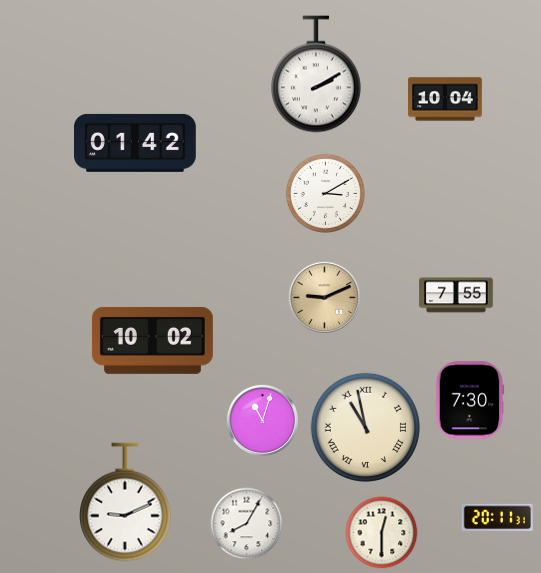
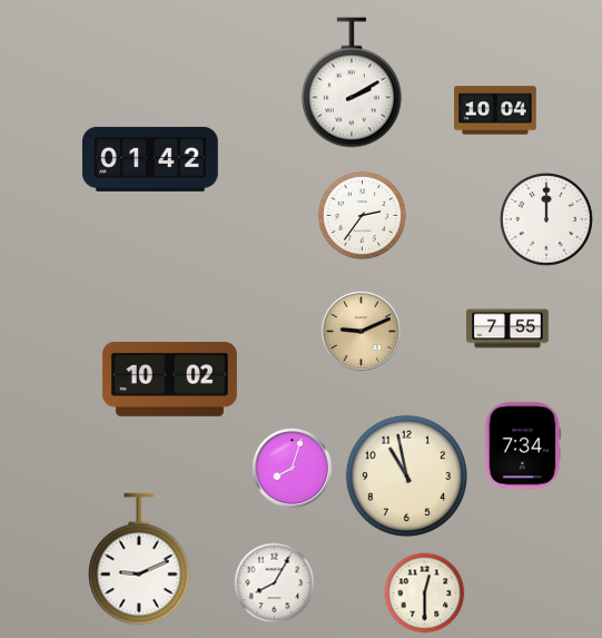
clock at (325, 193): 3:10 -> 2:36
clock at (547, 220): none -> 12:00
clock at (470, 400): 7:30 -> 7:34
clock at (262, 420): 11:03 -> 8:03
clock at (365, 427) numerals: Roman -> Arabic
clock at (497, 518): 20:11 -> none
